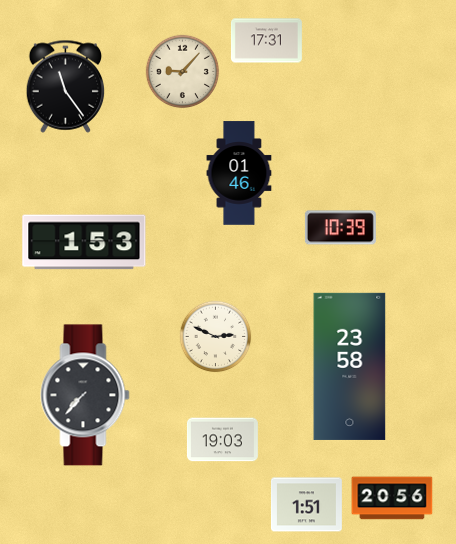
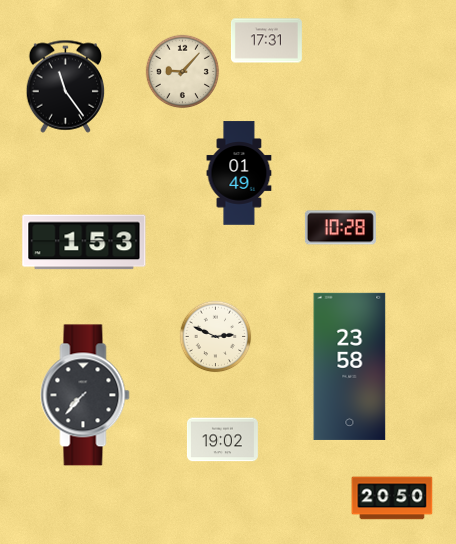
clock at (239, 173): 01:46 -> 01:49
clock at (340, 228): 10:39 -> 10:28
clock at (222, 440): 19:03 -> 19:02
clock at (392, 498): 20:56 -> 20:50
clock at (306, 505): 1:51 -> none
